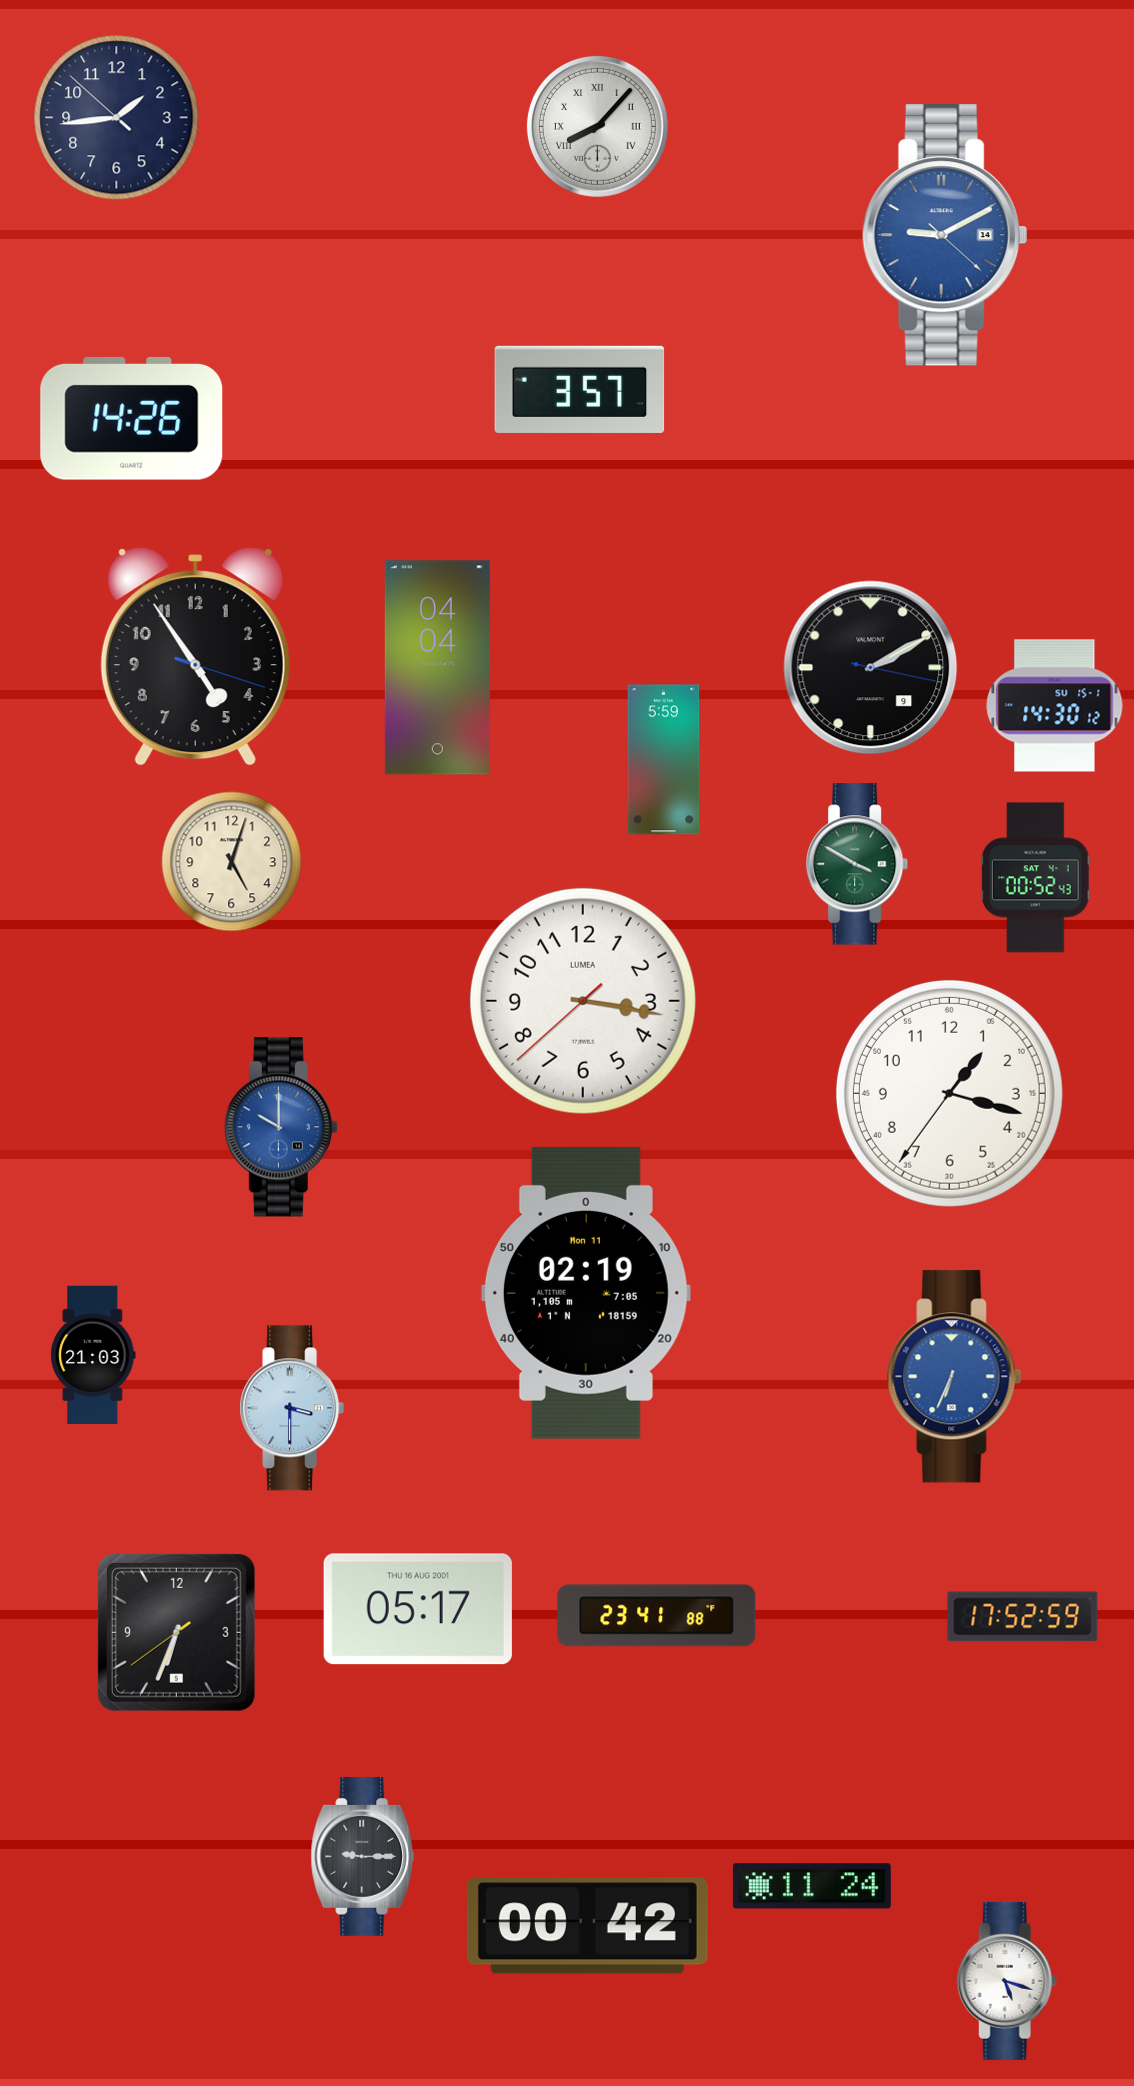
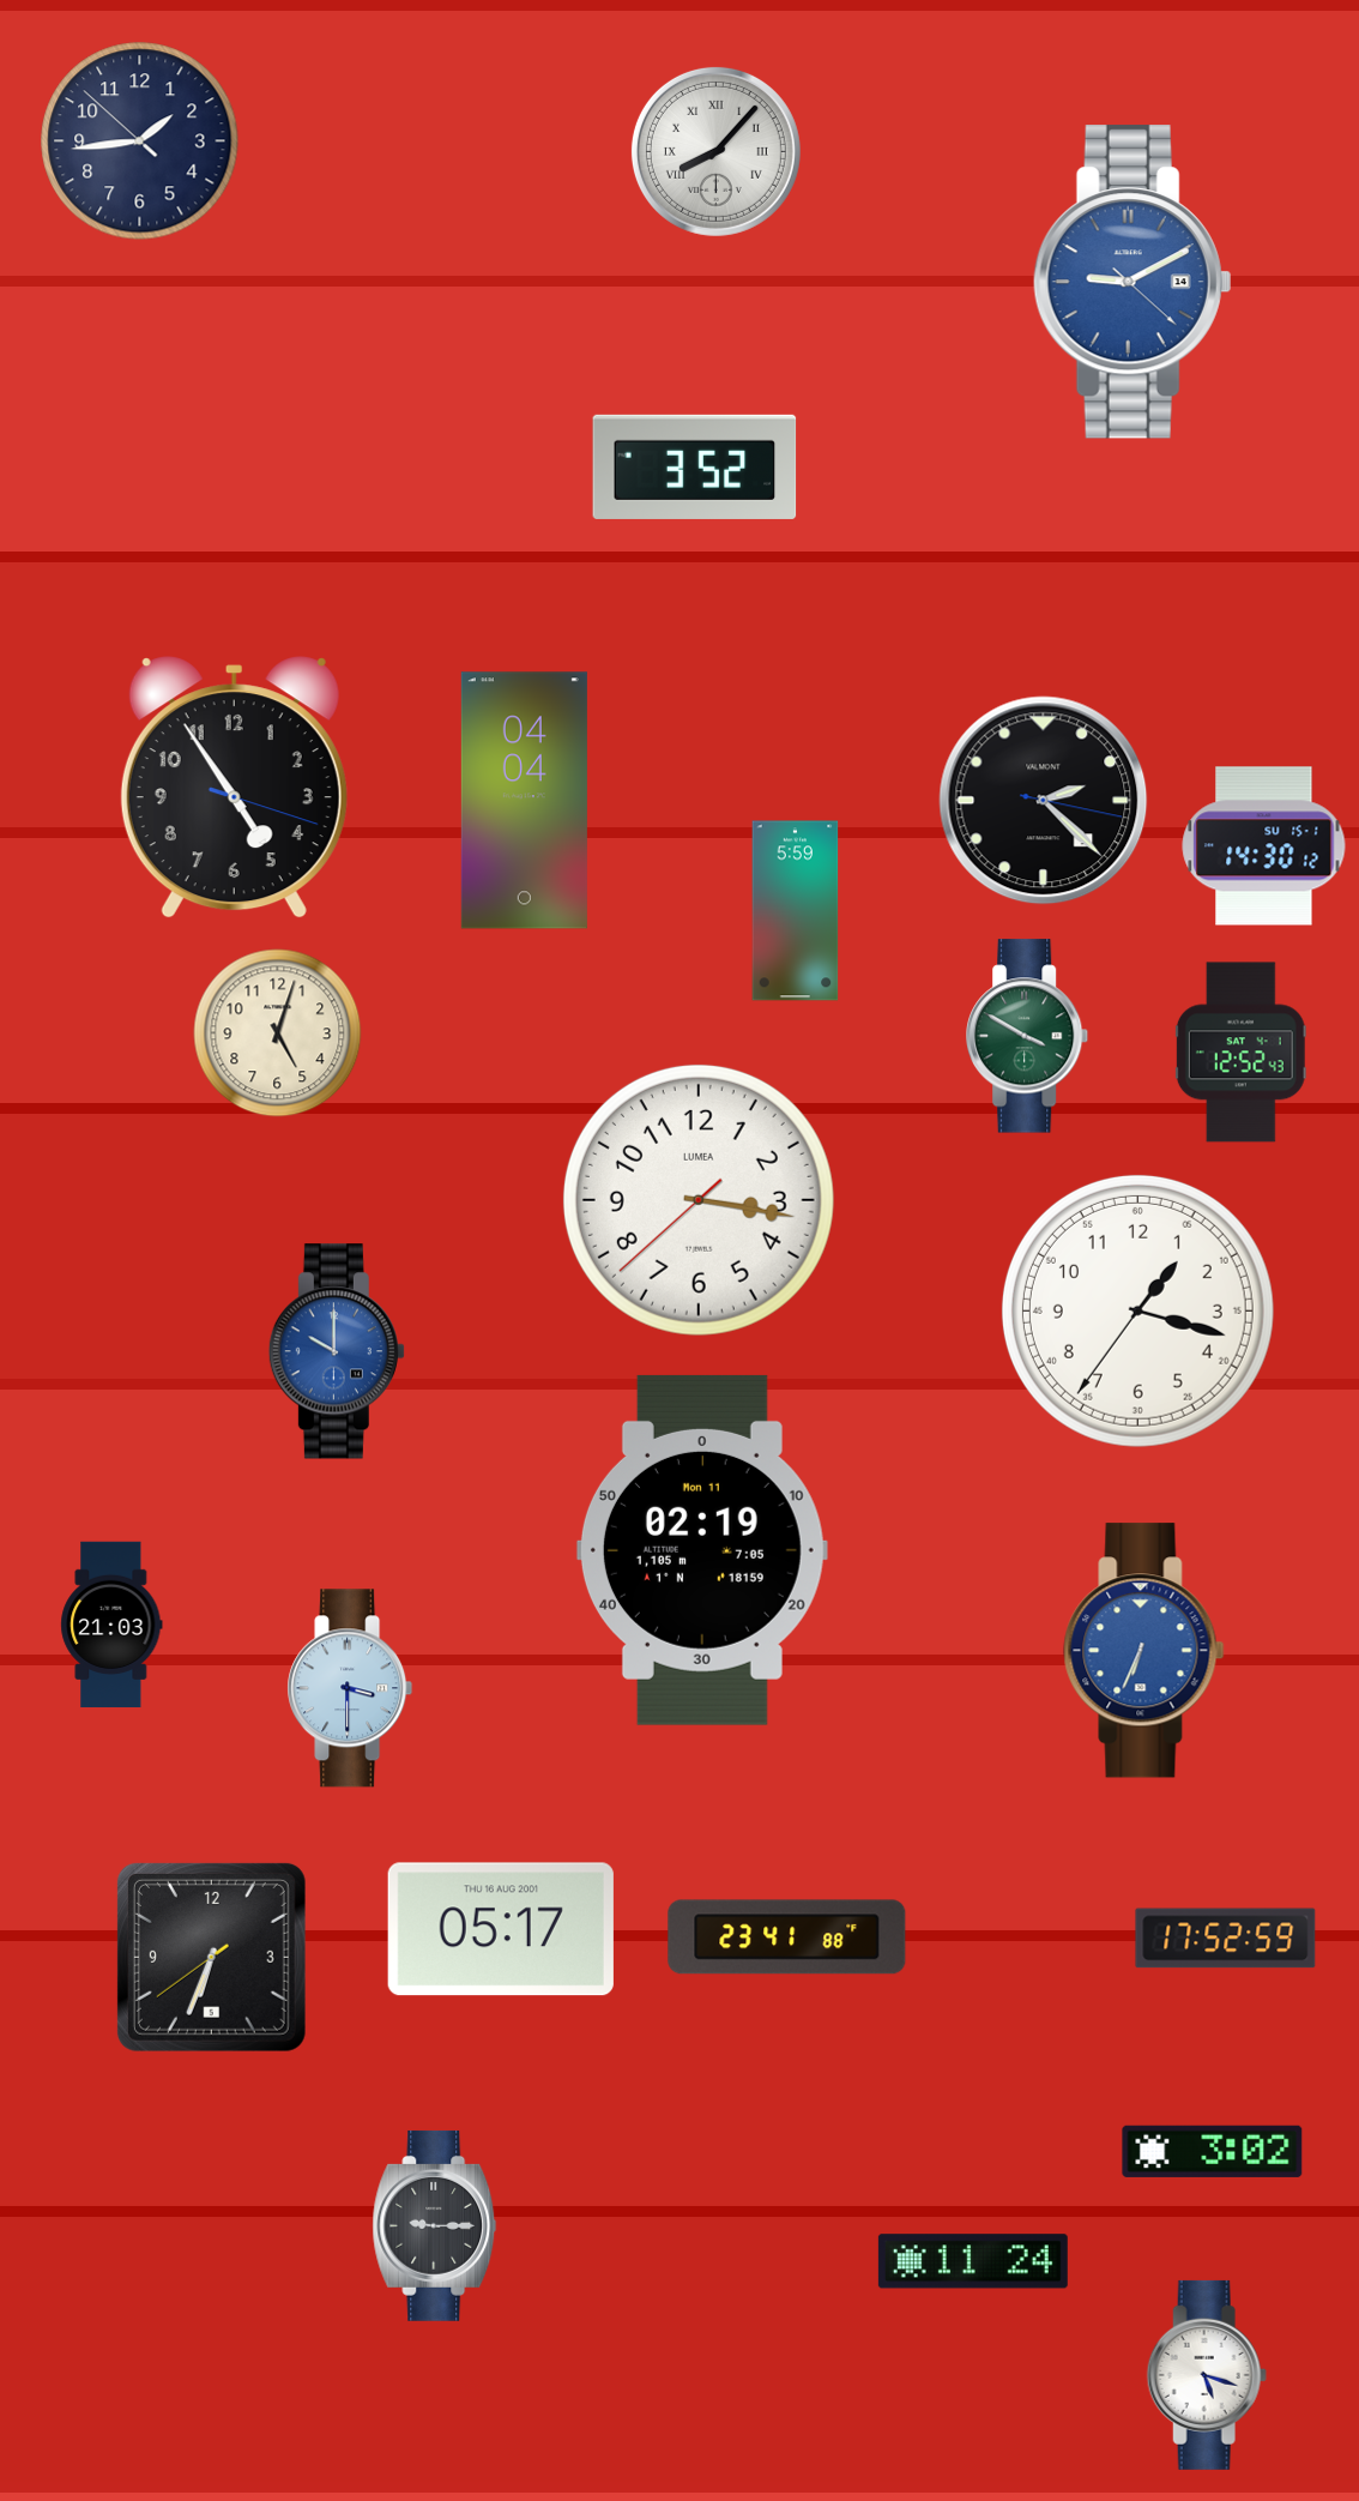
clock at (580, 389): 3:57 -> 3:52
clock at (132, 418): 14:26 -> none
clock at (871, 668): 2:10 -> 2:22
clock at (1035, 878): 00:52 -> 12:52
clock at (1213, 2151): none -> 3:02
clock at (587, 1926): 00:42 -> none
